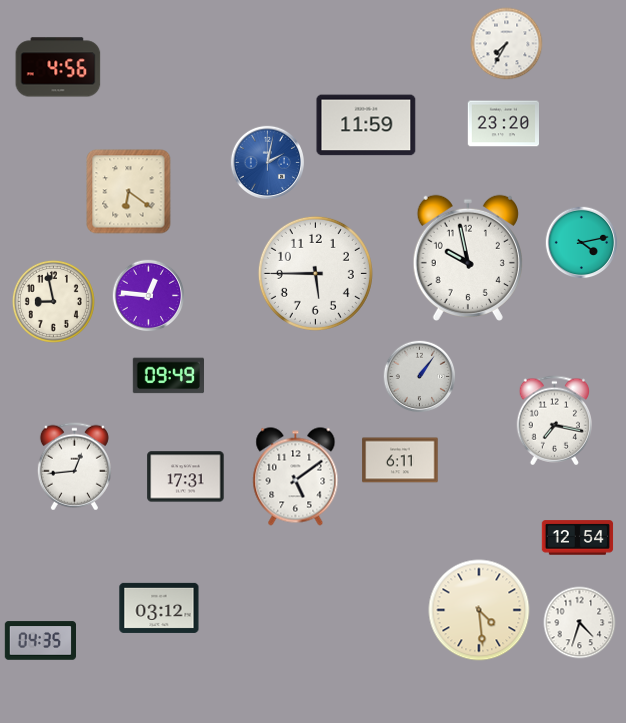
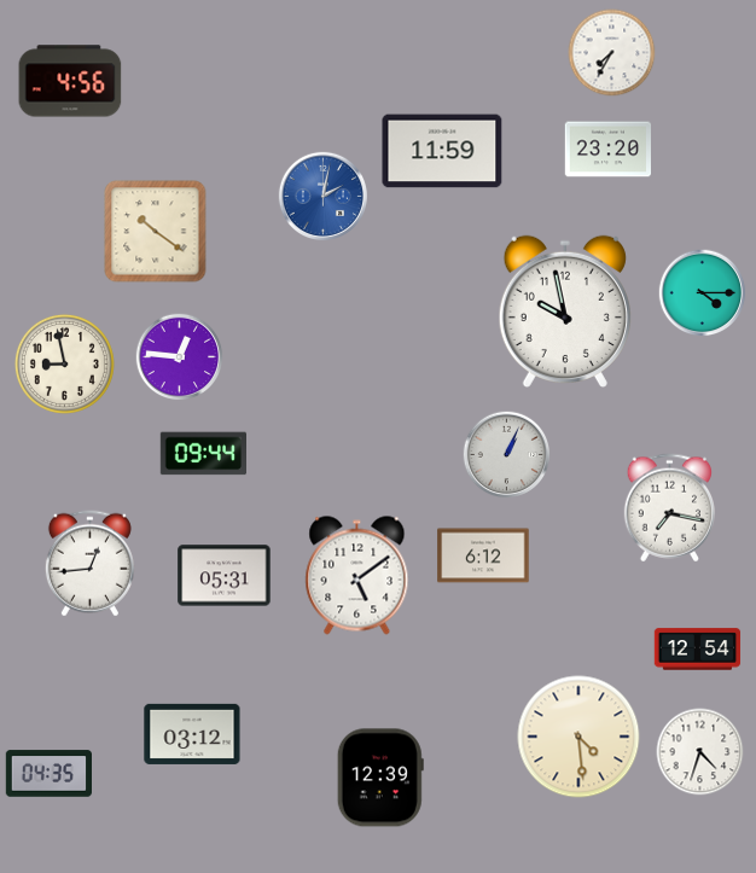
clock at (129, 192): 6:21 -> 10:21
clock at (582, 243): 4:13 -> 4:15
clock at (315, 273): 5:45 -> none
clock at (168, 376): 09:49 -> 09:44
clock at (420, 377): 1:06 -> 1:04
clock at (400, 460): 6:11 -> 6:12
clock at (186, 477): 17:31 -> 05:31
clock at (380, 778): none -> 12:39
